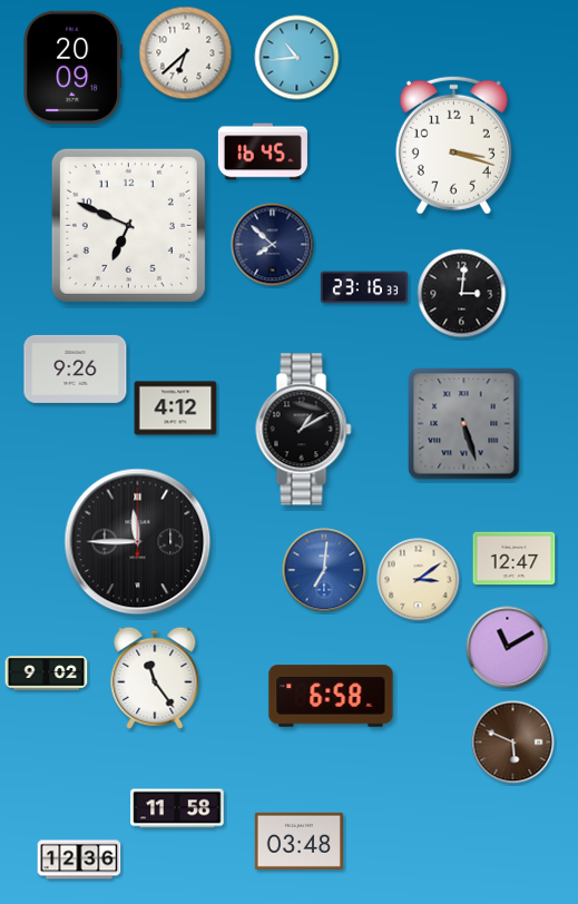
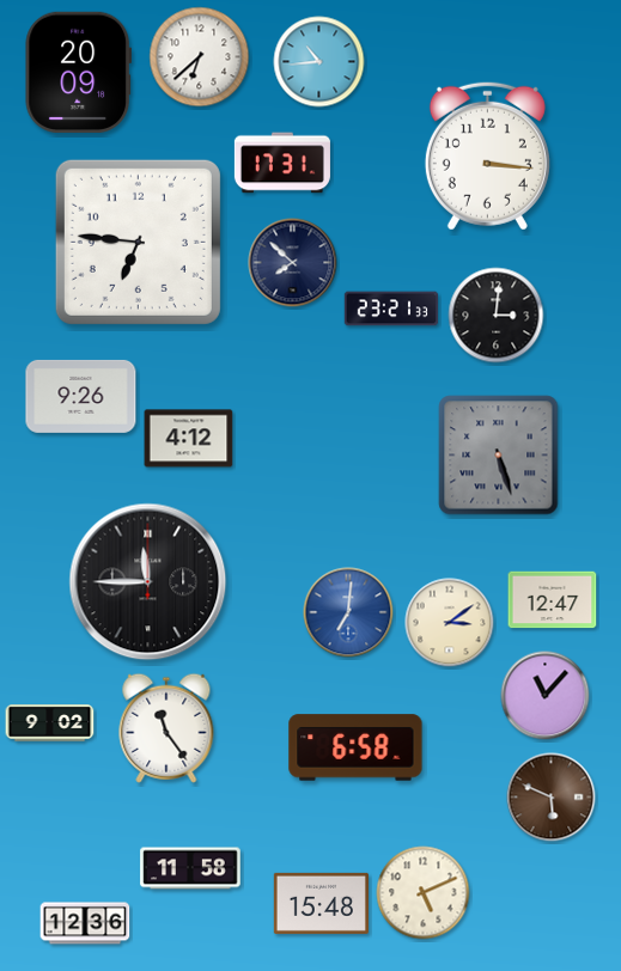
clock at (453, 145): 3:18 -> 3:16
clock at (263, 151): 16:45 -> 17:31
clock at (128, 225): 6:49 -> 6:46
clock at (364, 287): 23:16 -> 23:21
clock at (304, 430): 1:10 -> none
clock at (508, 648): 11:10 -> 11:07
clock at (424, 893): none -> 5:11
clock at (298, 841): 03:48 -> 15:48
